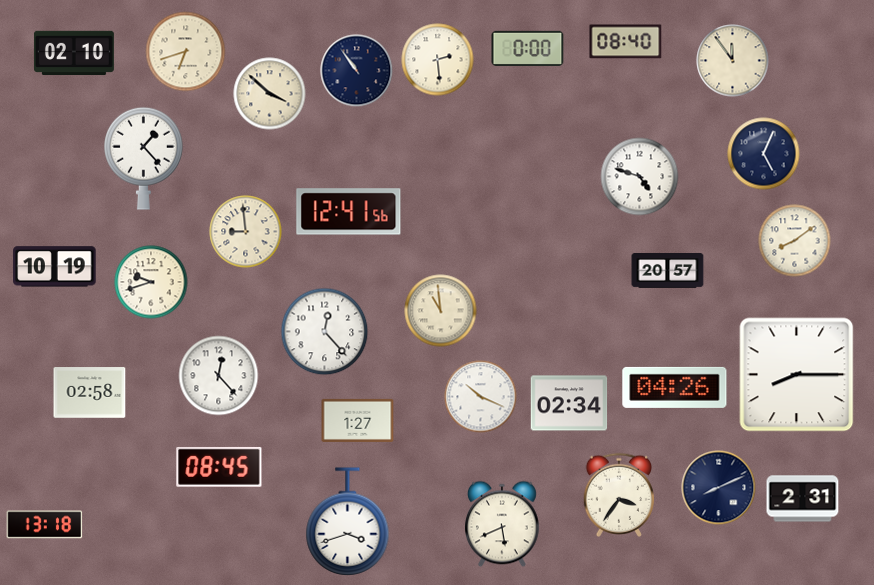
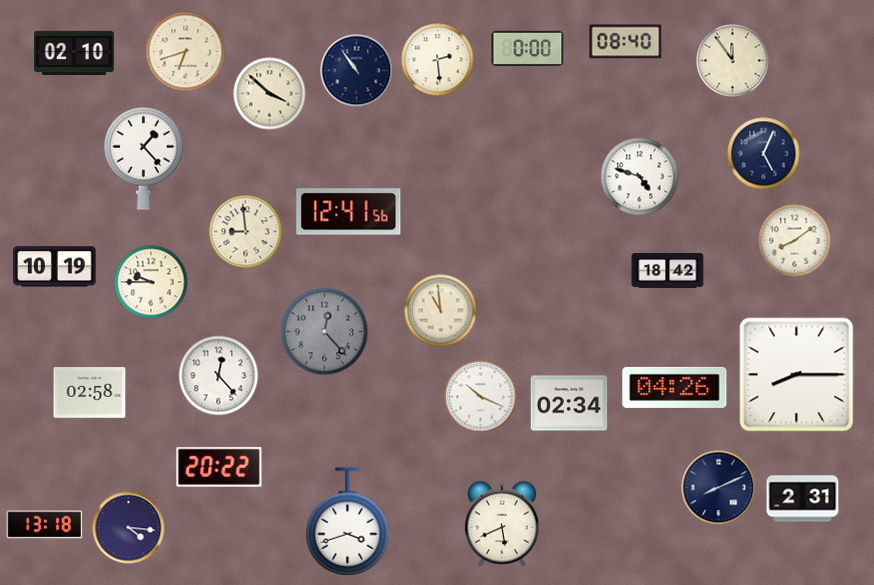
clock at (668, 271): 20:57 -> 18:42
clock at (151, 282): 9:42 -> 9:45
clock at (325, 332) dial: white -> grey
clock at (358, 420): 1:27 -> none
clock at (219, 467): 08:45 -> 20:22
clock at (619, 495): 3:36 -> none
clock at (129, 528): none -> 4:16
